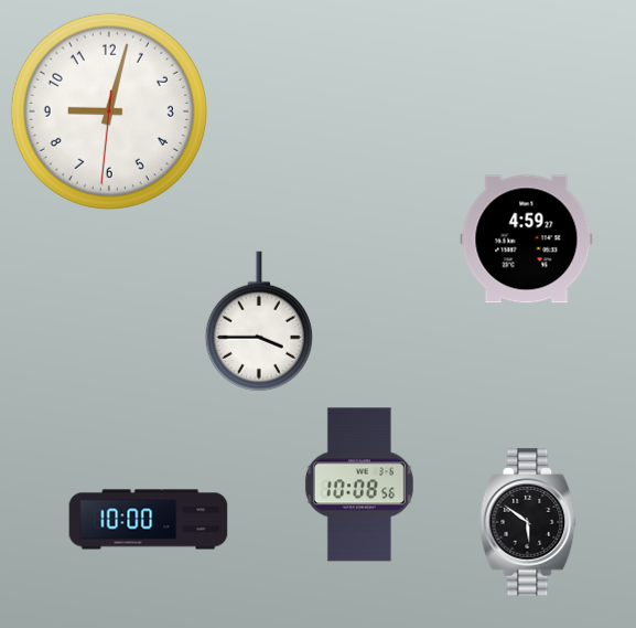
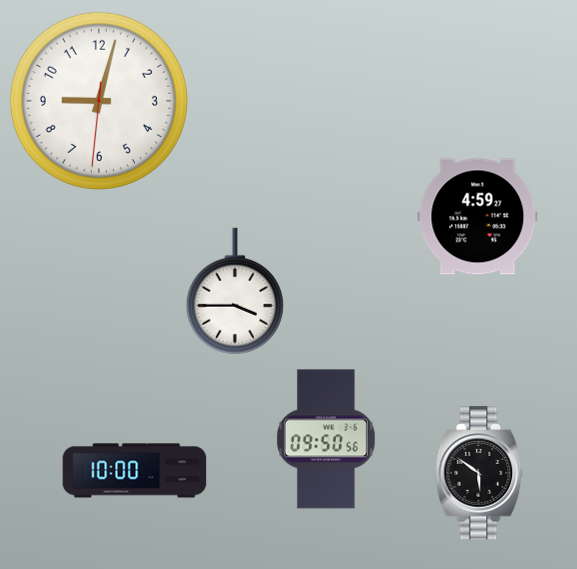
clock at (359, 485): 10:08 -> 09:50
